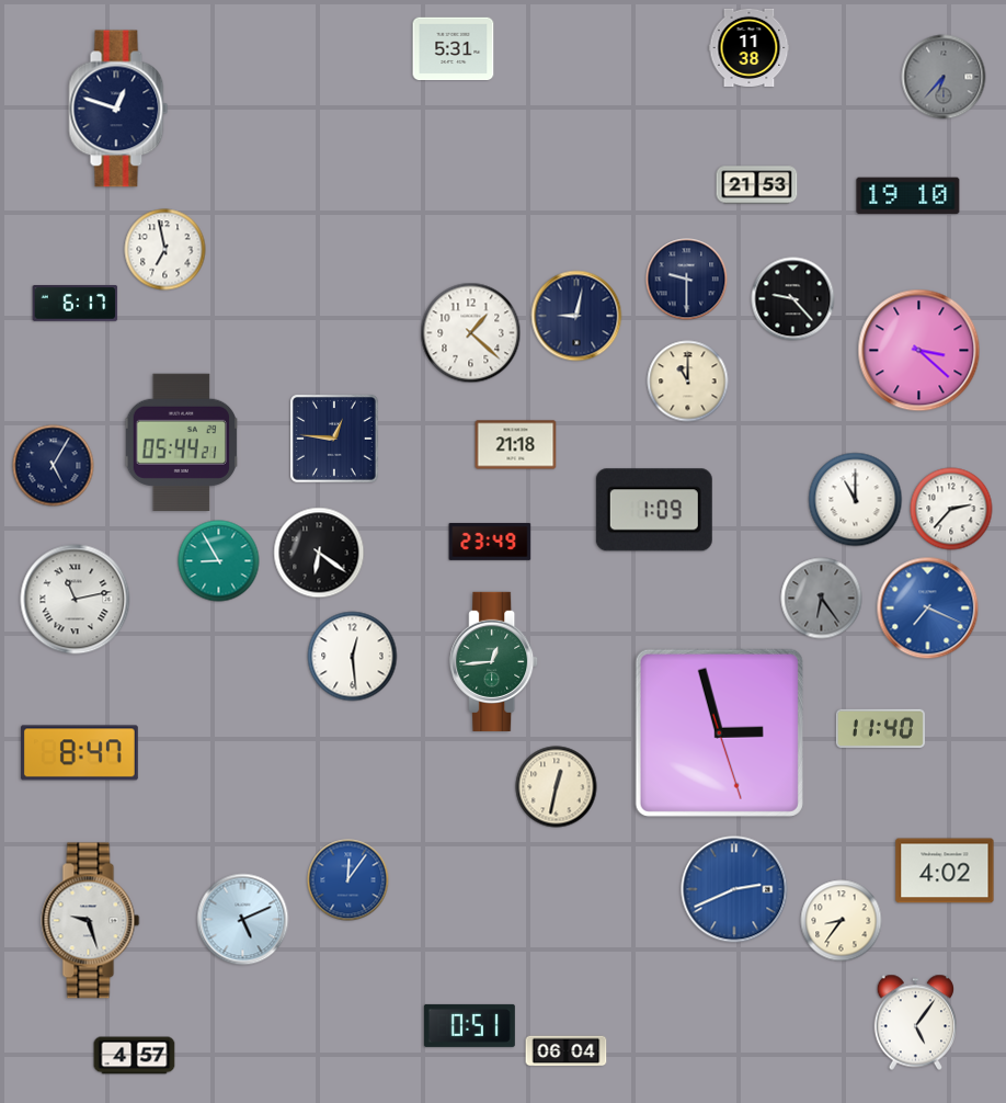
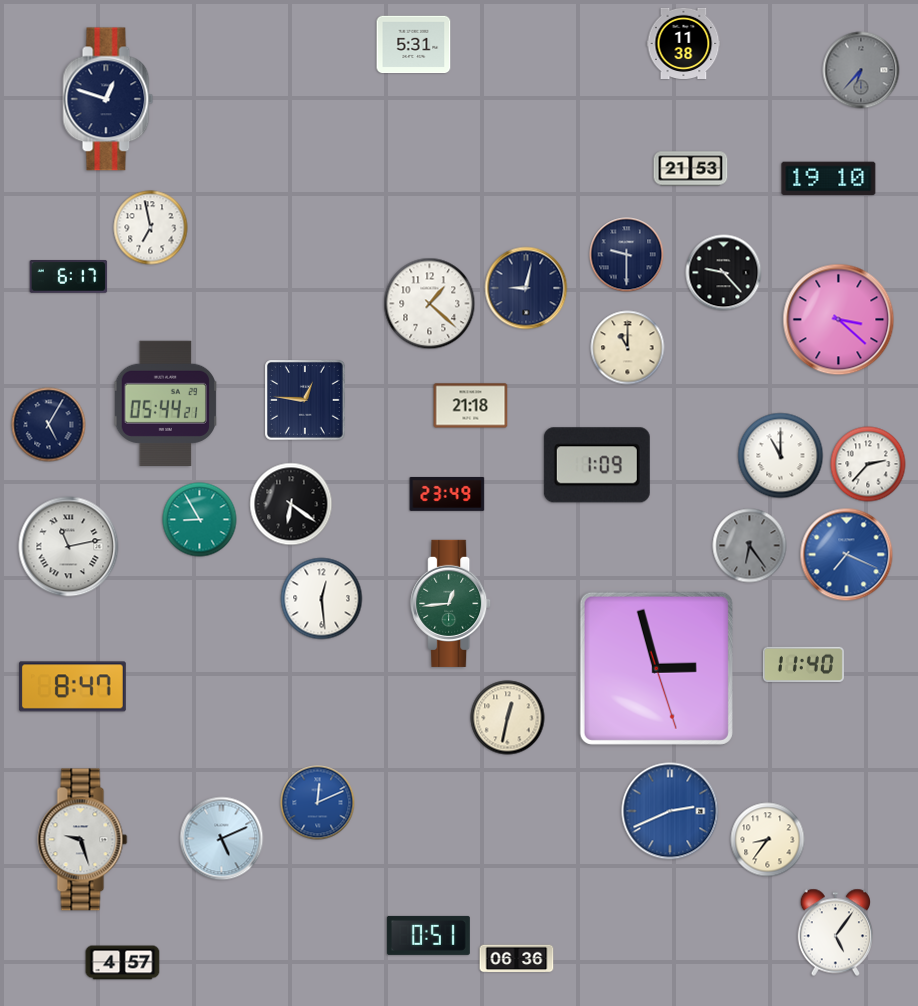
clock at (219, 561) position: (219, 561) -> (200, 520)
clock at (945, 871): 4:02 -> none
clock at (348, 880): 12:06 -> 12:11
clock at (567, 1051): 06:04 -> 06:36
